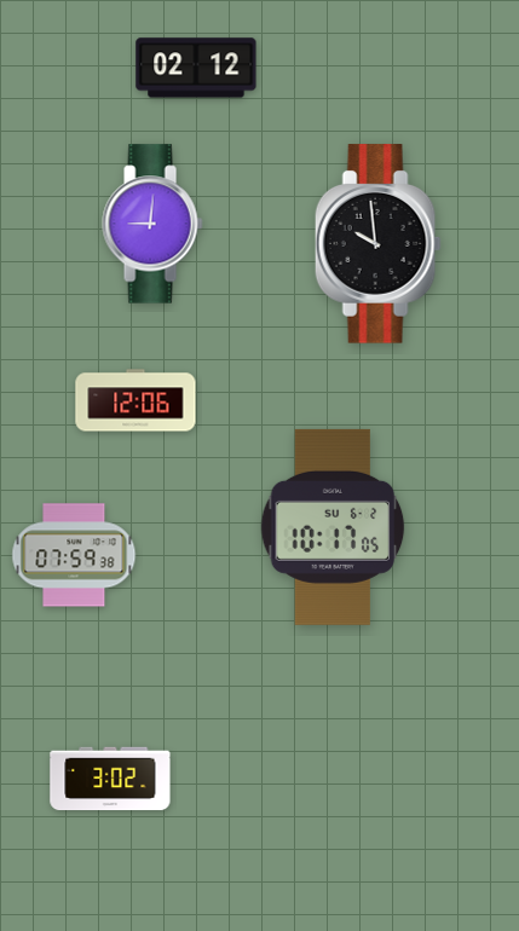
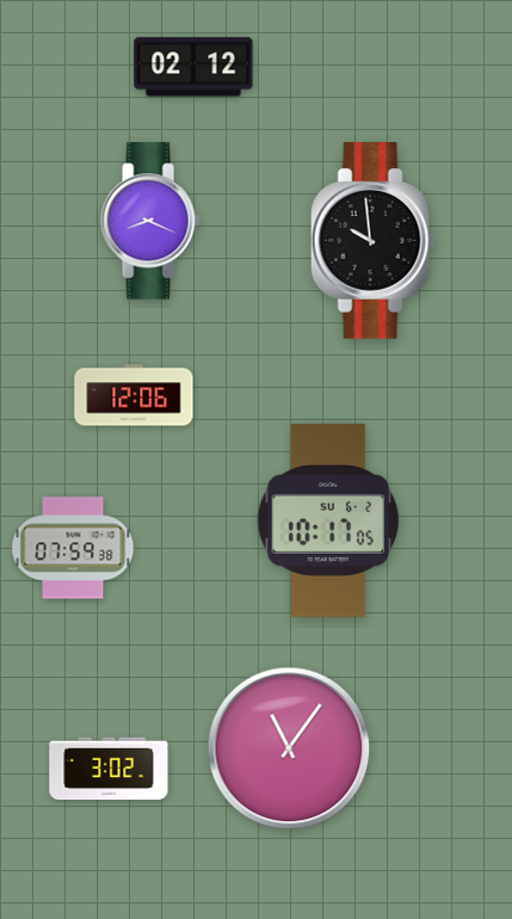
clock at (152, 224): 9:01 -> 8:19
clock at (289, 748): none -> 11:06
